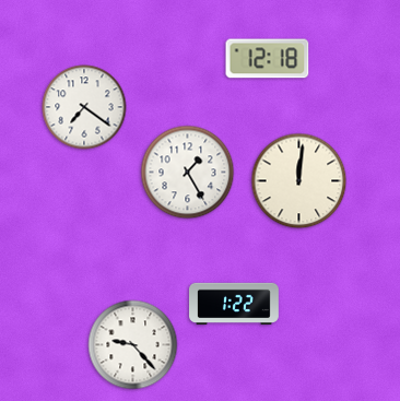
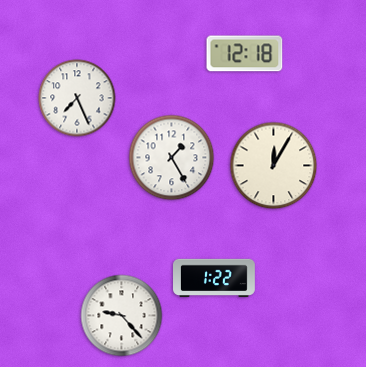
clock at (84, 107): 7:21 -> 7:26
clock at (299, 181): 12:01 -> 12:05
